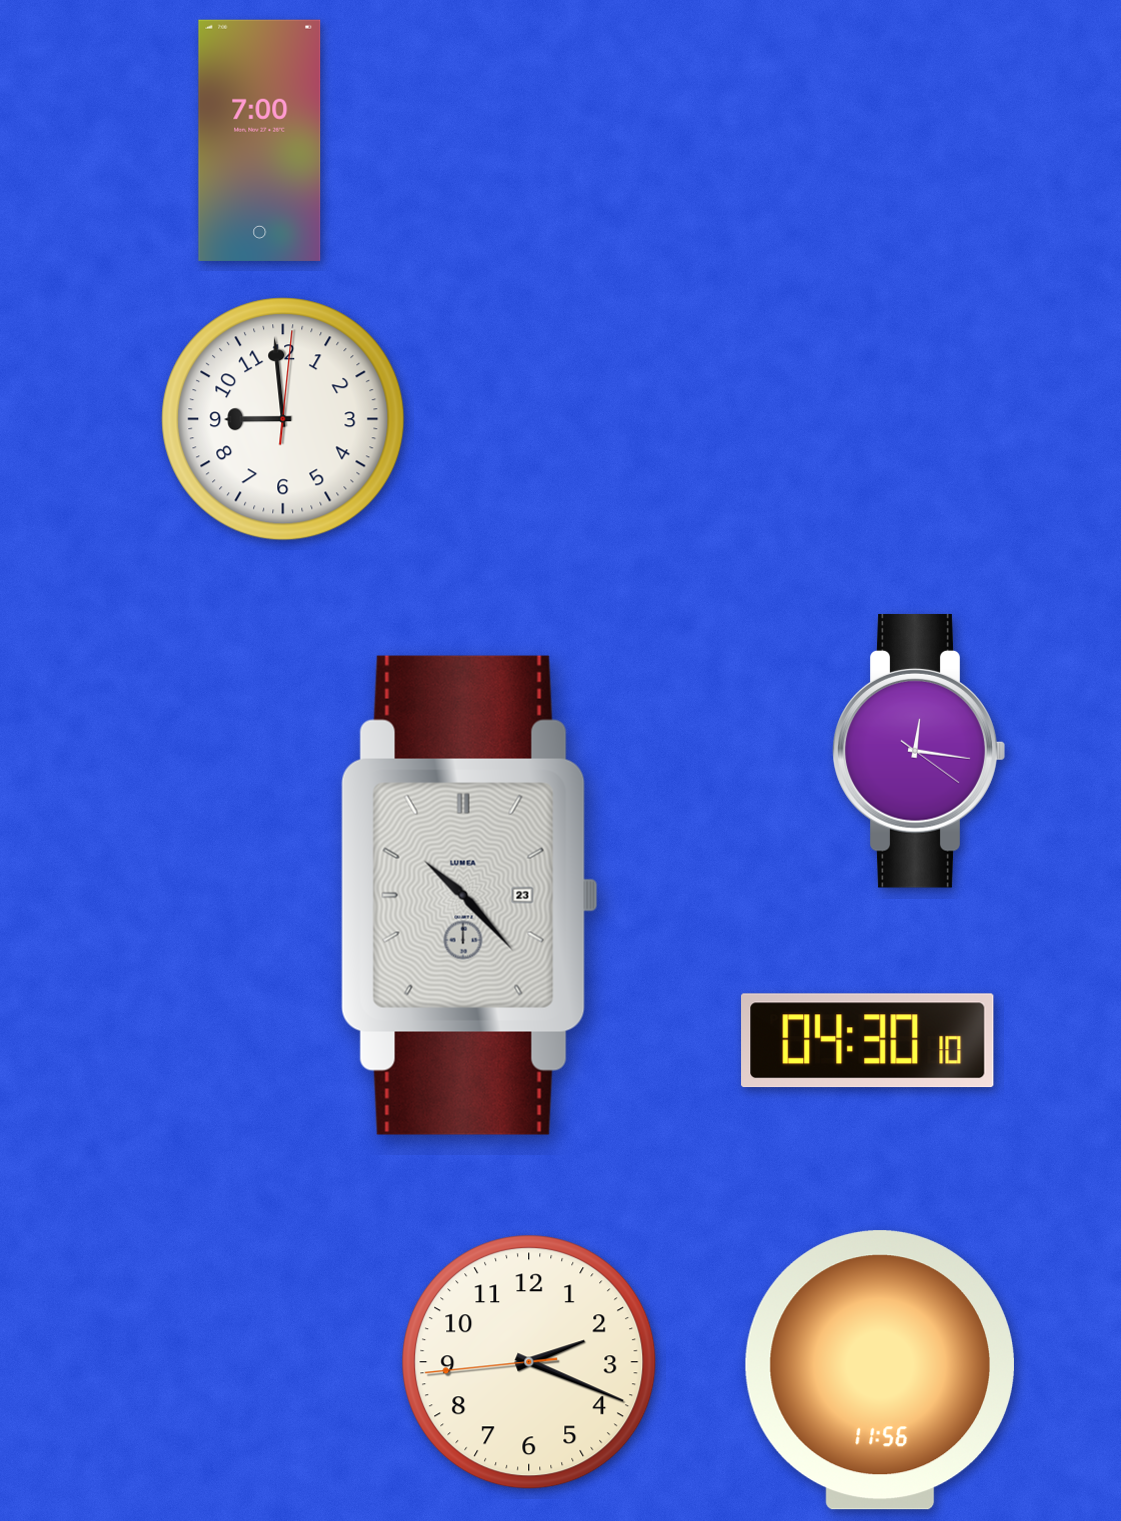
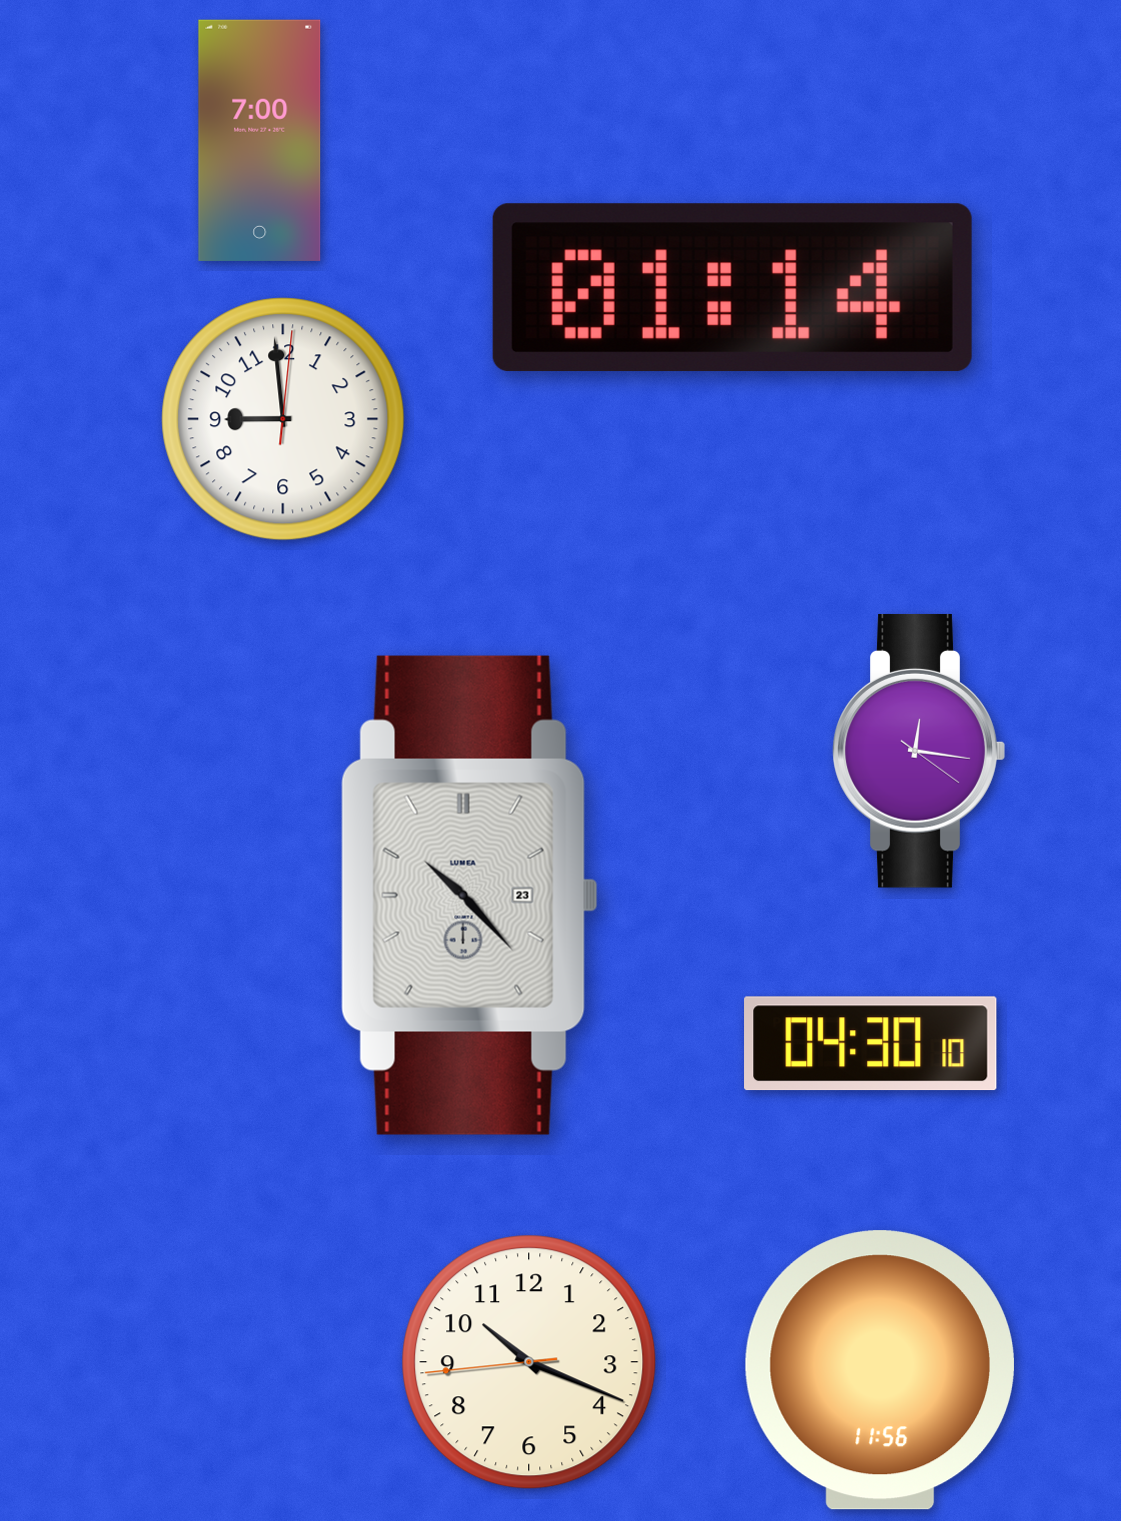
clock at (732, 287): none -> 01:14
clock at (868, 1041) position: (868, 1041) -> (871, 1044)
clock at (529, 1362): 2:18 -> 10:18
